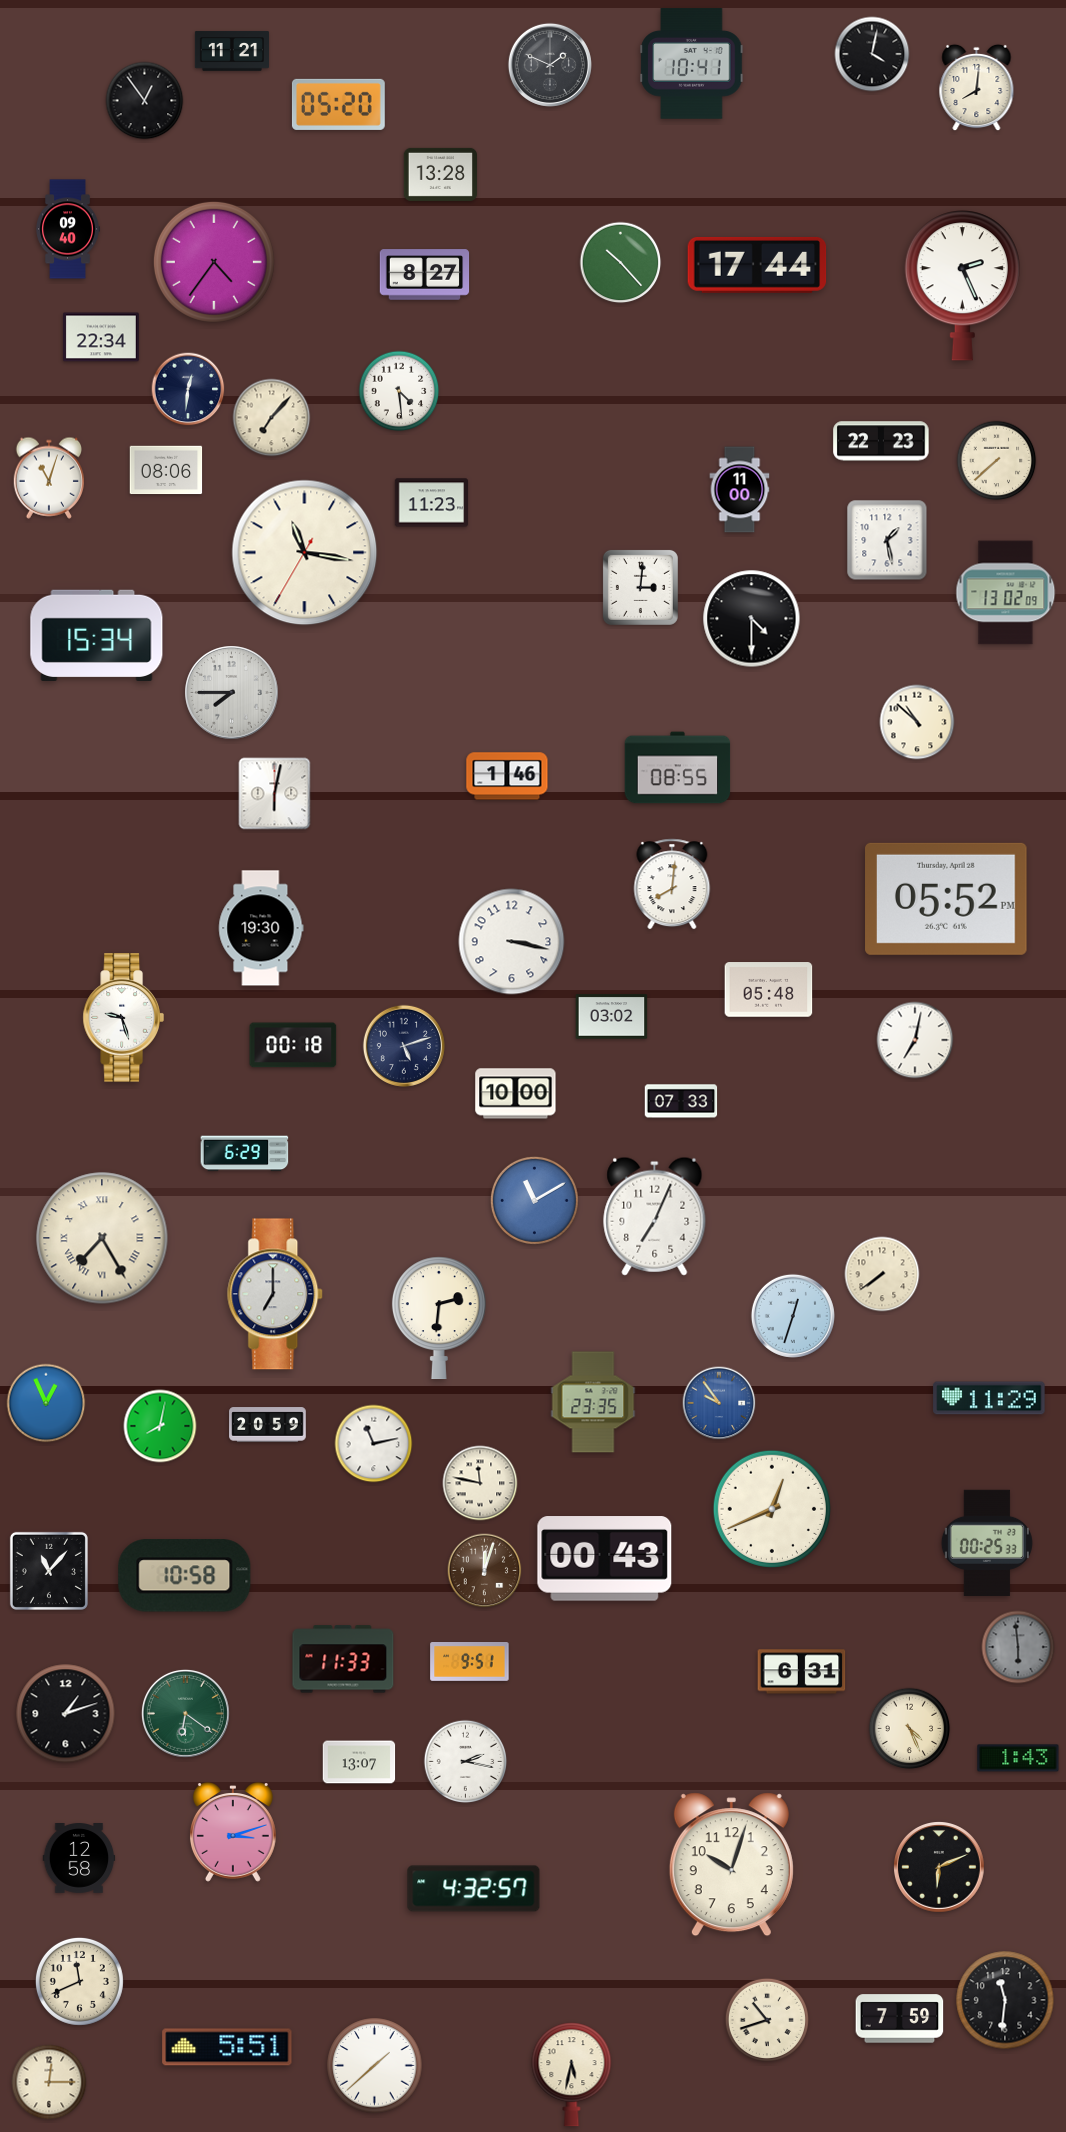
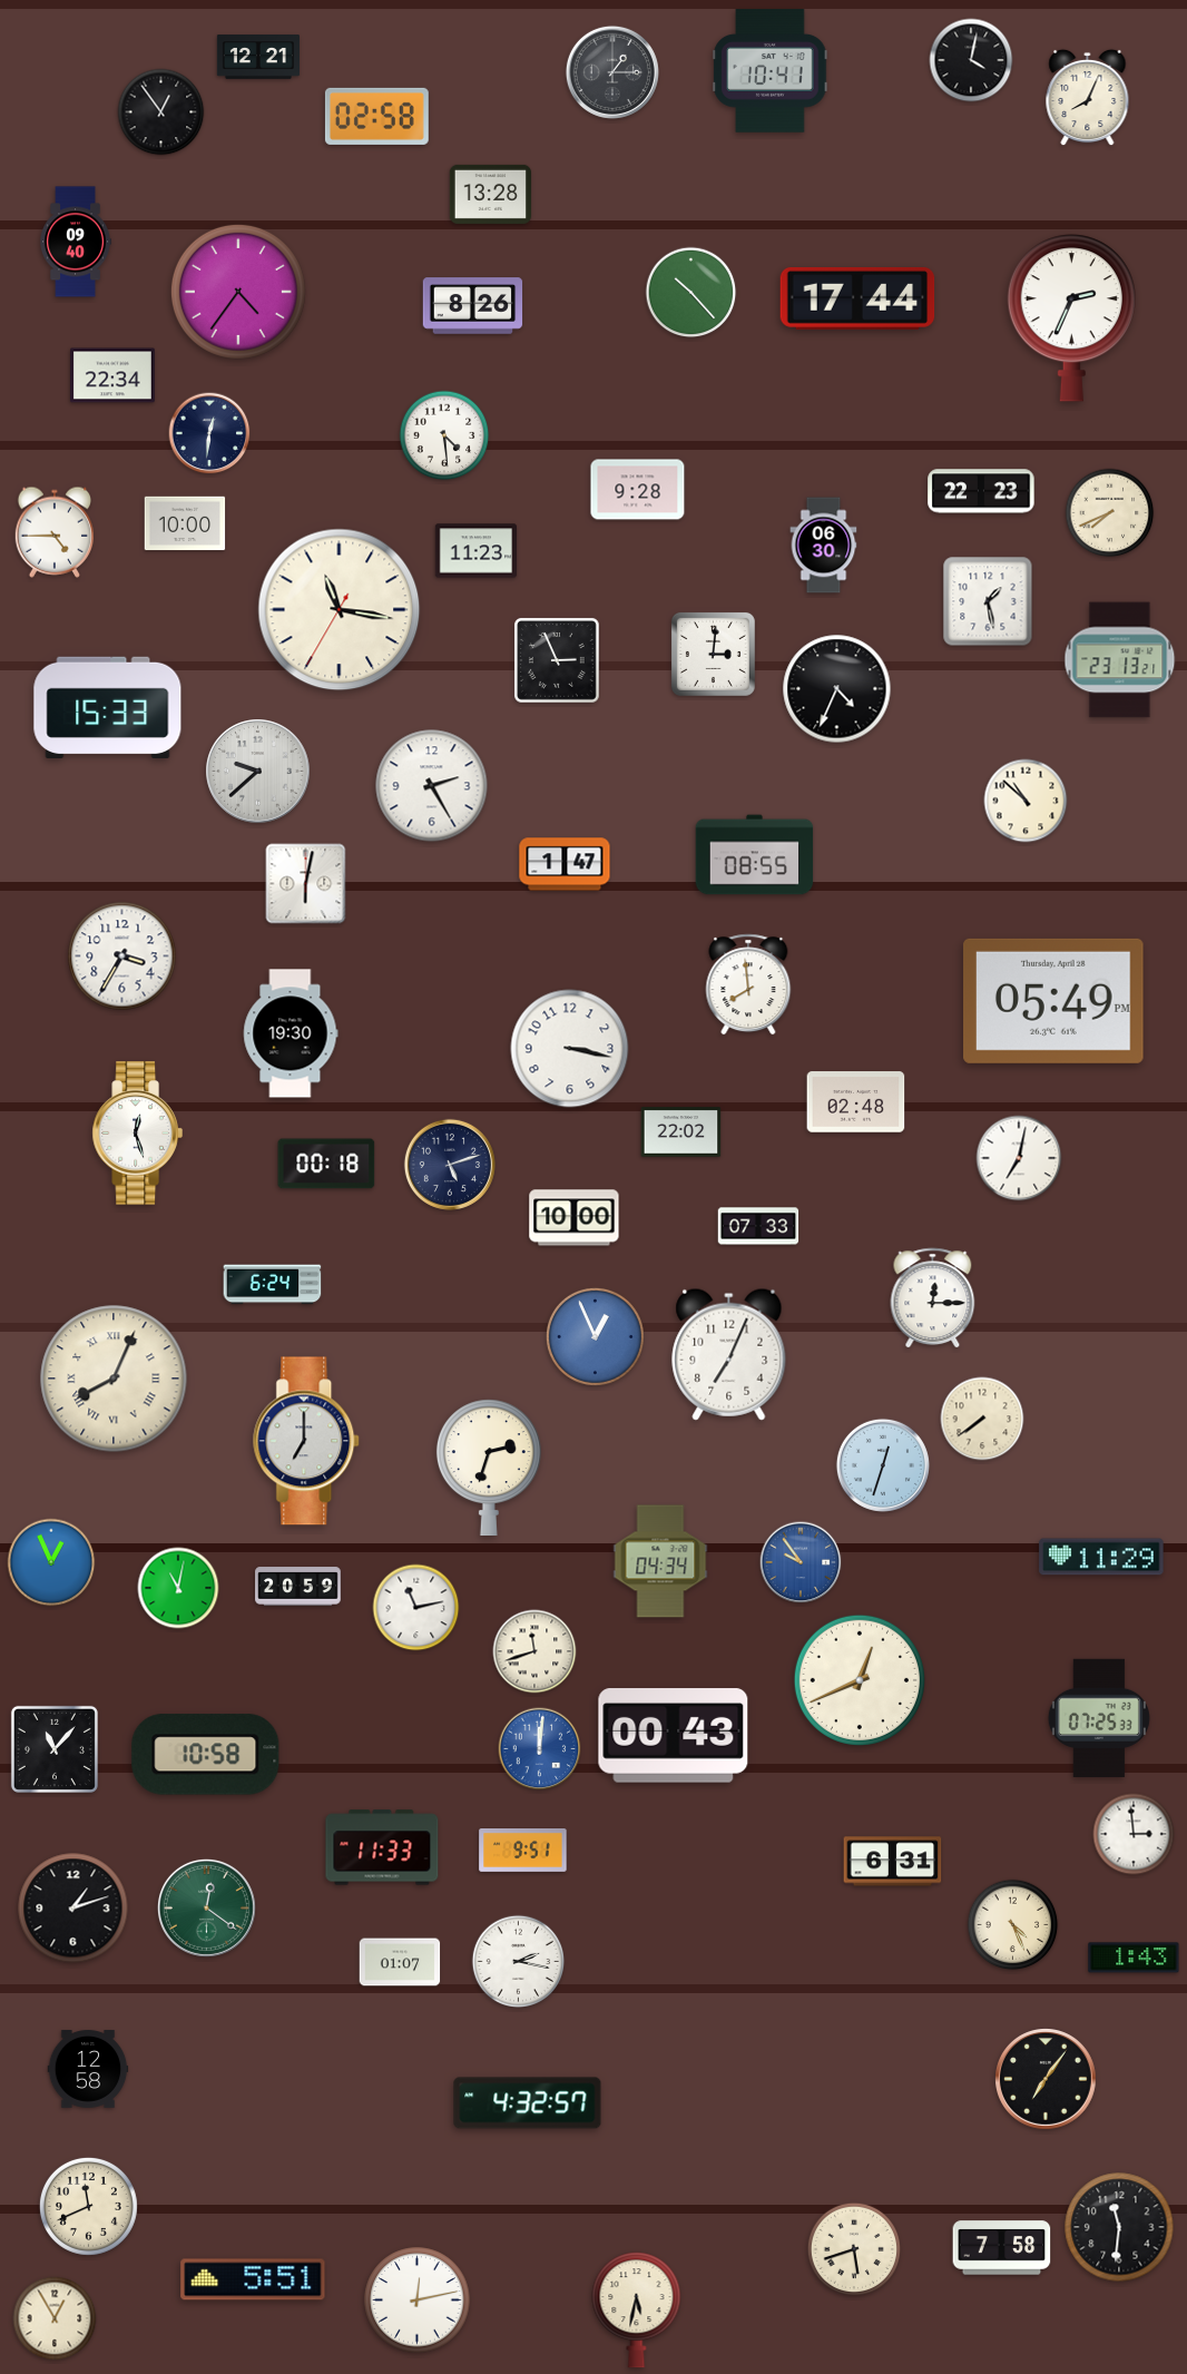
clock at (232, 51): 11:21 -> 12:21
clock at (550, 65): 1:49 -> 1:15
clock at (977, 88): 8:01 -> 8:04
clock at (338, 104): 05:20 -> 02:58
clock at (68, 229) position: (68, 229) -> (76, 242)
clock at (757, 265) position: (757, 265) -> (857, 298)
clock at (425, 275): 8:27 -> 8:26
clock at (962, 286): 2:26 -> 2:34
clock at (272, 418): 7:07 -> none
clock at (638, 490): none -> 9:28
clock at (997, 461): 7:38 -> 7:41
clock at (166, 470): 08:06 -> 10:00
clock at (49, 478): 11:03 -> 4:45
clock at (740, 490): 11:00 -> 06:30
clock at (432, 503) position: (432, 503) -> (477, 551)
clock at (305, 553) position: (305, 553) -> (340, 610)
clock at (557, 660): none -> 2:56
clock at (1006, 593): 13:02 -> 23:13
clock at (752, 619): 4:30 -> 4:34
clock at (97, 635): 15:34 -> 15:33
clock at (232, 693): 7:45 -> 9:38
clock at (432, 786): none -> 2:25
clock at (917, 722) position: (917, 722) -> (1026, 801)
clock at (507, 776): 1:46 -> 1:47
clock at (122, 957): none -> 3:35
clock at (672, 884): 8:01 -> 7:59
clock at (946, 899): 05:52 -> 05:49
clock at (769, 990): 05:48 -> 02:48
clock at (612, 1017): 03:02 -> 22:02
clock at (123, 1018): 9:27 -> 12:27
clock at (245, 1154): 6:29 -> 6:24
clock at (933, 1298): none -> 12:15
clock at (534, 1200): 11:10 -> 12:56
clock at (102, 1238): 7:25 -> 8:04
clock at (439, 1318): 2:31 -> 2:33
clock at (593, 1402): 23:35 -> 04:34
clock at (160, 1426): 8:02 -> 11:02
clock at (480, 1483): 11:47 -> 11:42
clock at (987, 1542): 00:25 -> 07:25
clock at (485, 1571): 12:03 -> 12:01
clock at (485, 1571) dial: brown -> blue
clock at (1018, 1647): 5:59 -> 2:59
clock at (1018, 1647) dial: grey -> white
clock at (185, 1713): 6:21 -> 12:21
clock at (359, 1762): 13:07 -> 01:07
clock at (233, 1832): 3:12 -> none
clock at (731, 1865): 10:03 -> none
clock at (940, 1868): 6:11 -> 7:06
clock at (766, 2019): 10:42 -> 5:42
clock at (900, 2019): 7:59 -> 7:58
clock at (375, 2066): 1:38 -> 12:13
clock at (49, 2082): 12:15 -> 12:55
